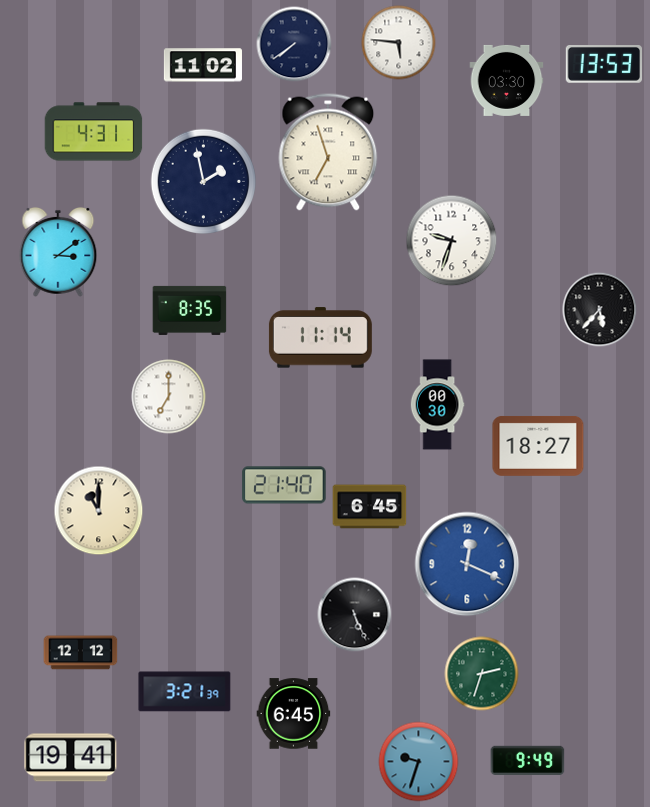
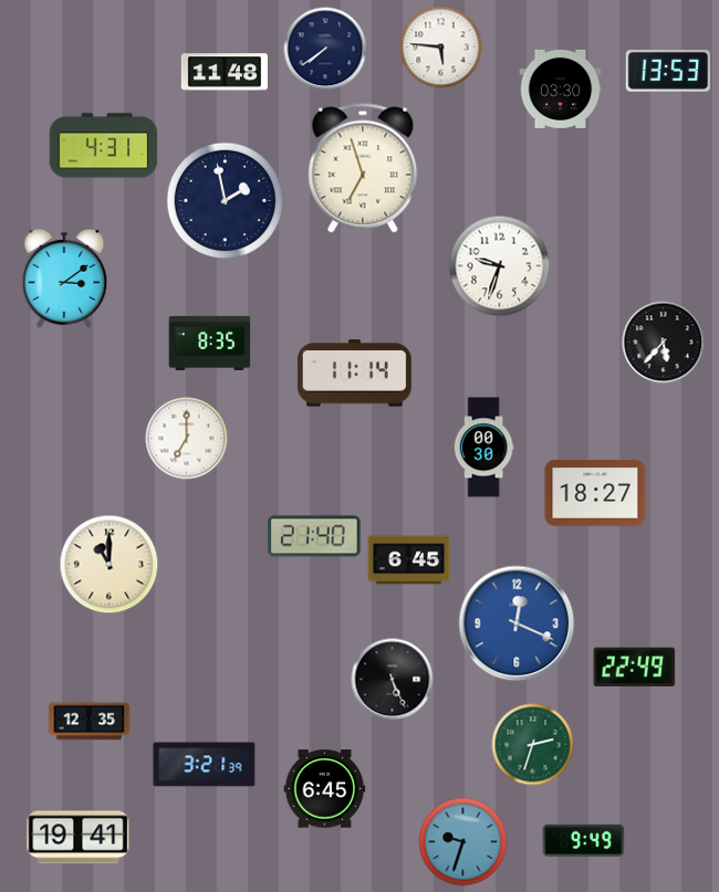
clock at (203, 65): 11:02 -> 11:48
clock at (635, 668): none -> 22:49
clock at (81, 653): 12:12 -> 12:35
